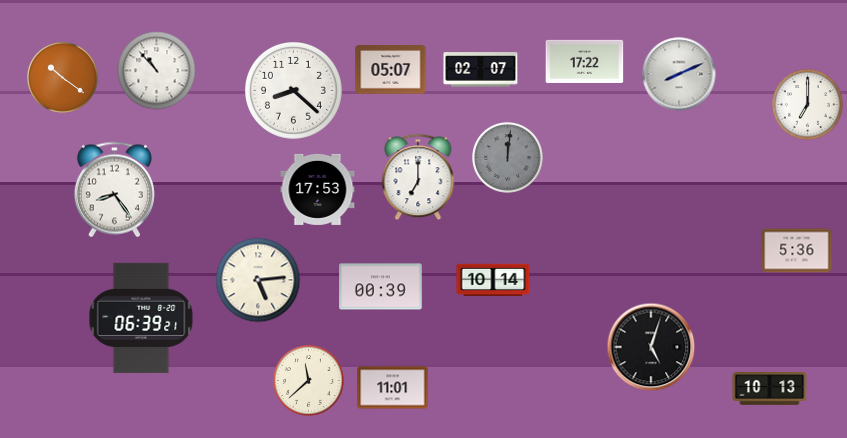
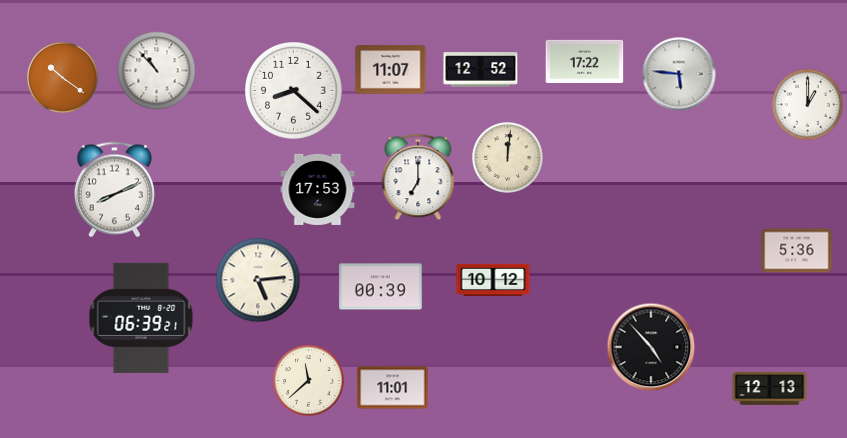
clock at (391, 70): 05:07 -> 11:07
clock at (481, 70): 02:07 -> 12:52
clock at (679, 74): 8:11 -> 5:46
clock at (808, 105): 7:00 -> 1:00
clock at (508, 158) dial: grey -> cream
clock at (114, 190): 8:24 -> 8:11
clock at (493, 280): 10:14 -> 10:12
clock at (651, 347): 5:03 -> 4:53
clock at (770, 389): 10:13 -> 12:13
